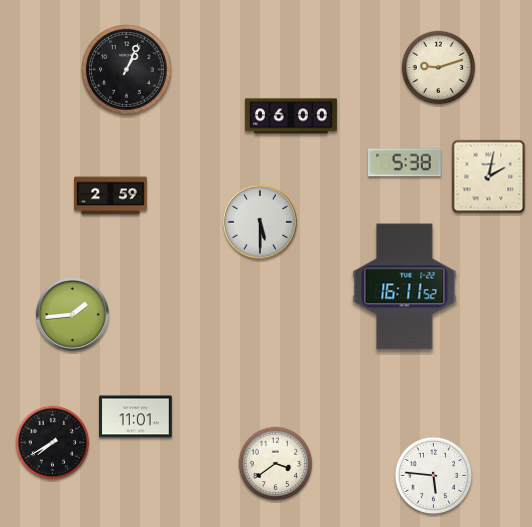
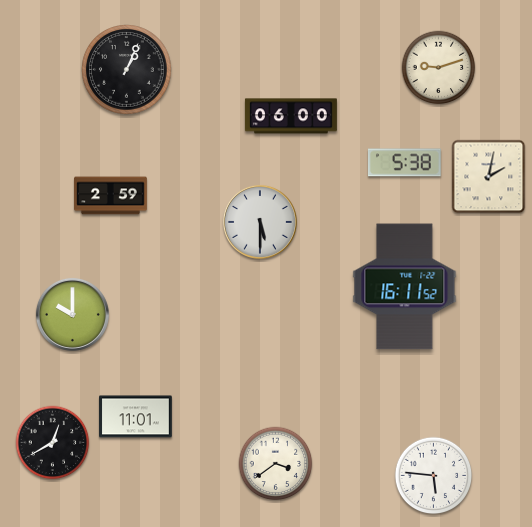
clock at (72, 314): 1:44 -> 10:00
clock at (53, 443): 7:40 -> 12:40
